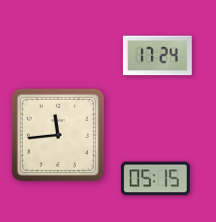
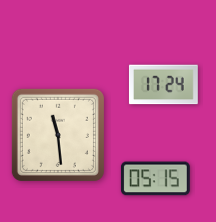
clock at (157, 56) position: (157, 56) -> (163, 85)
clock at (58, 135): 11:44 -> 11:29
